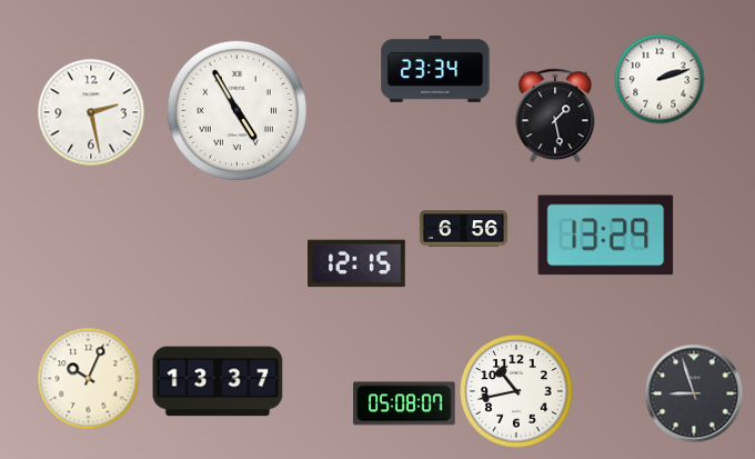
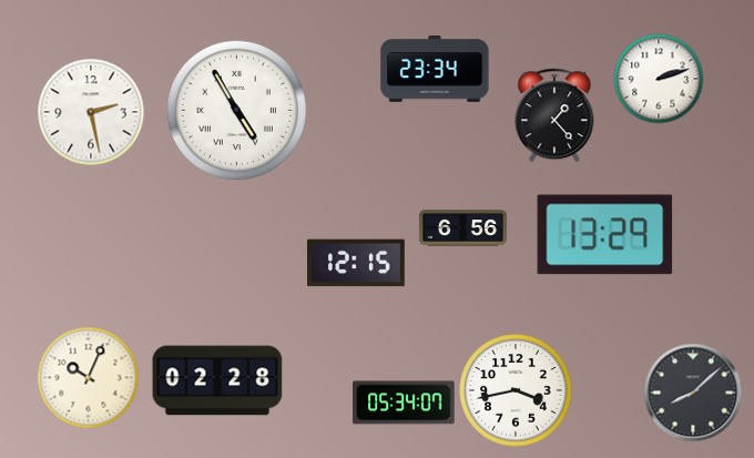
clock at (555, 116): 1:28 -> 1:23
clock at (218, 381): 13:37 -> 02:28
clock at (516, 391): 10:43 -> 3:43
clock at (694, 393): 8:57 -> 8:08
clock at (404, 403): 05:08 -> 05:34
